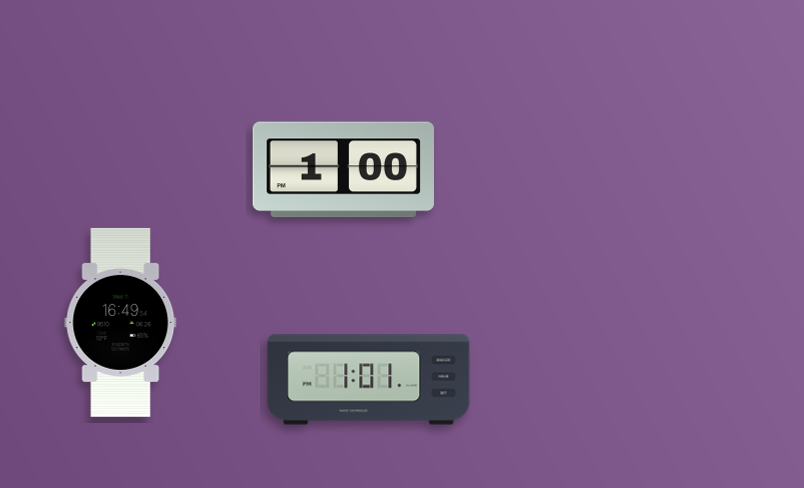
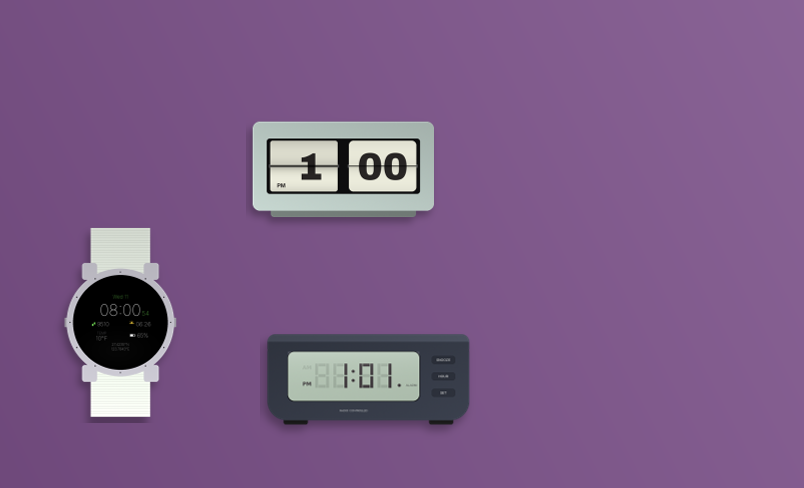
clock at (121, 322): 16:49 -> 08:00
